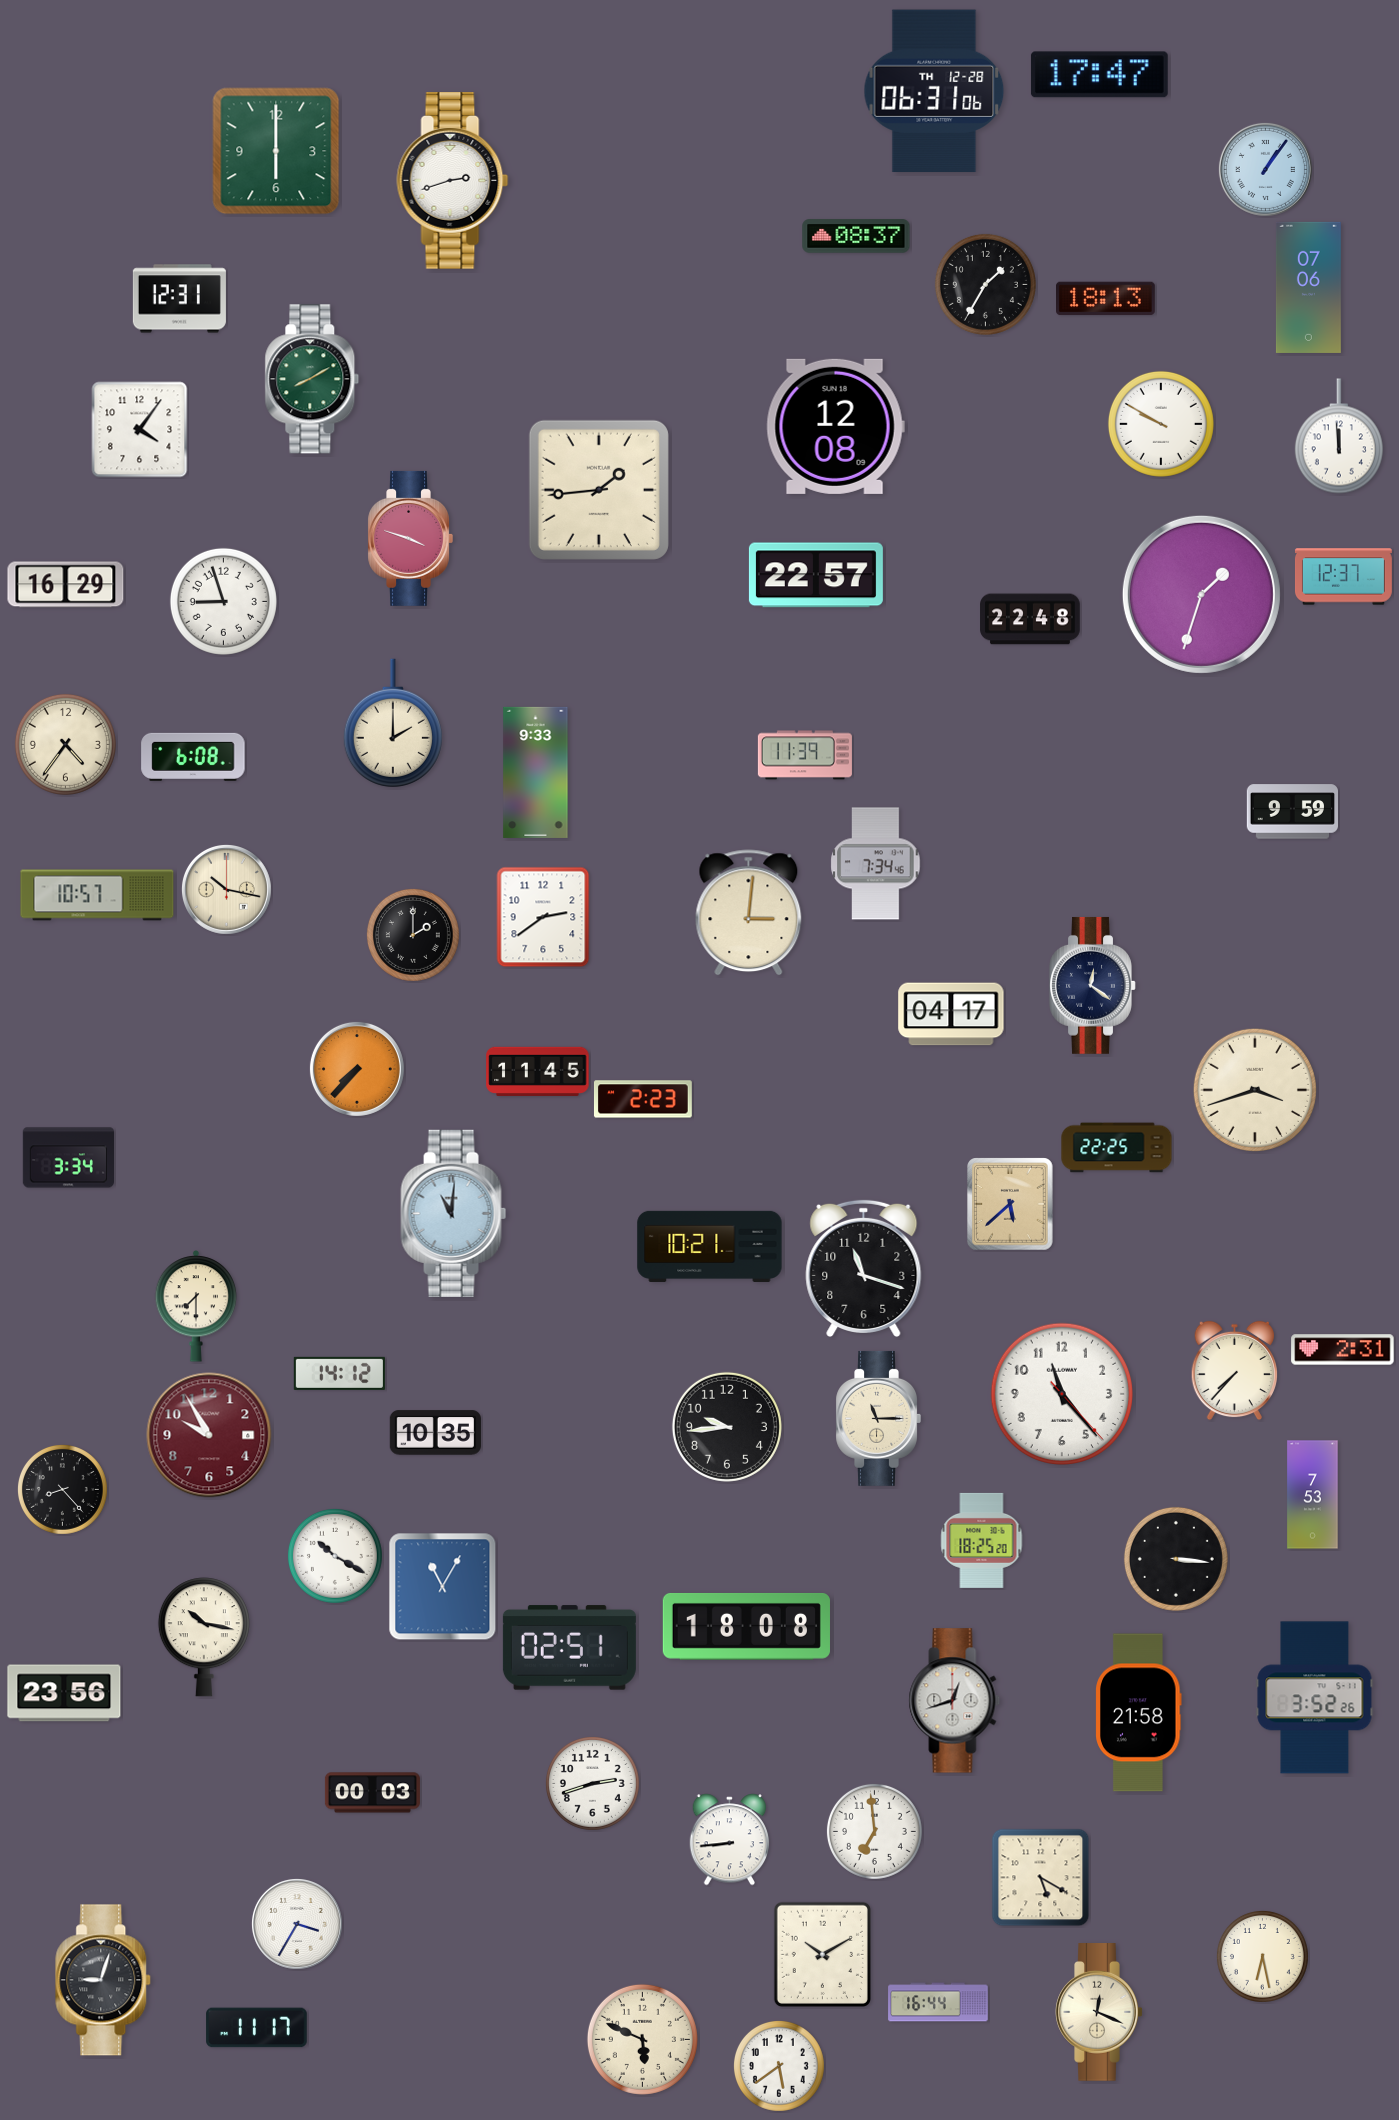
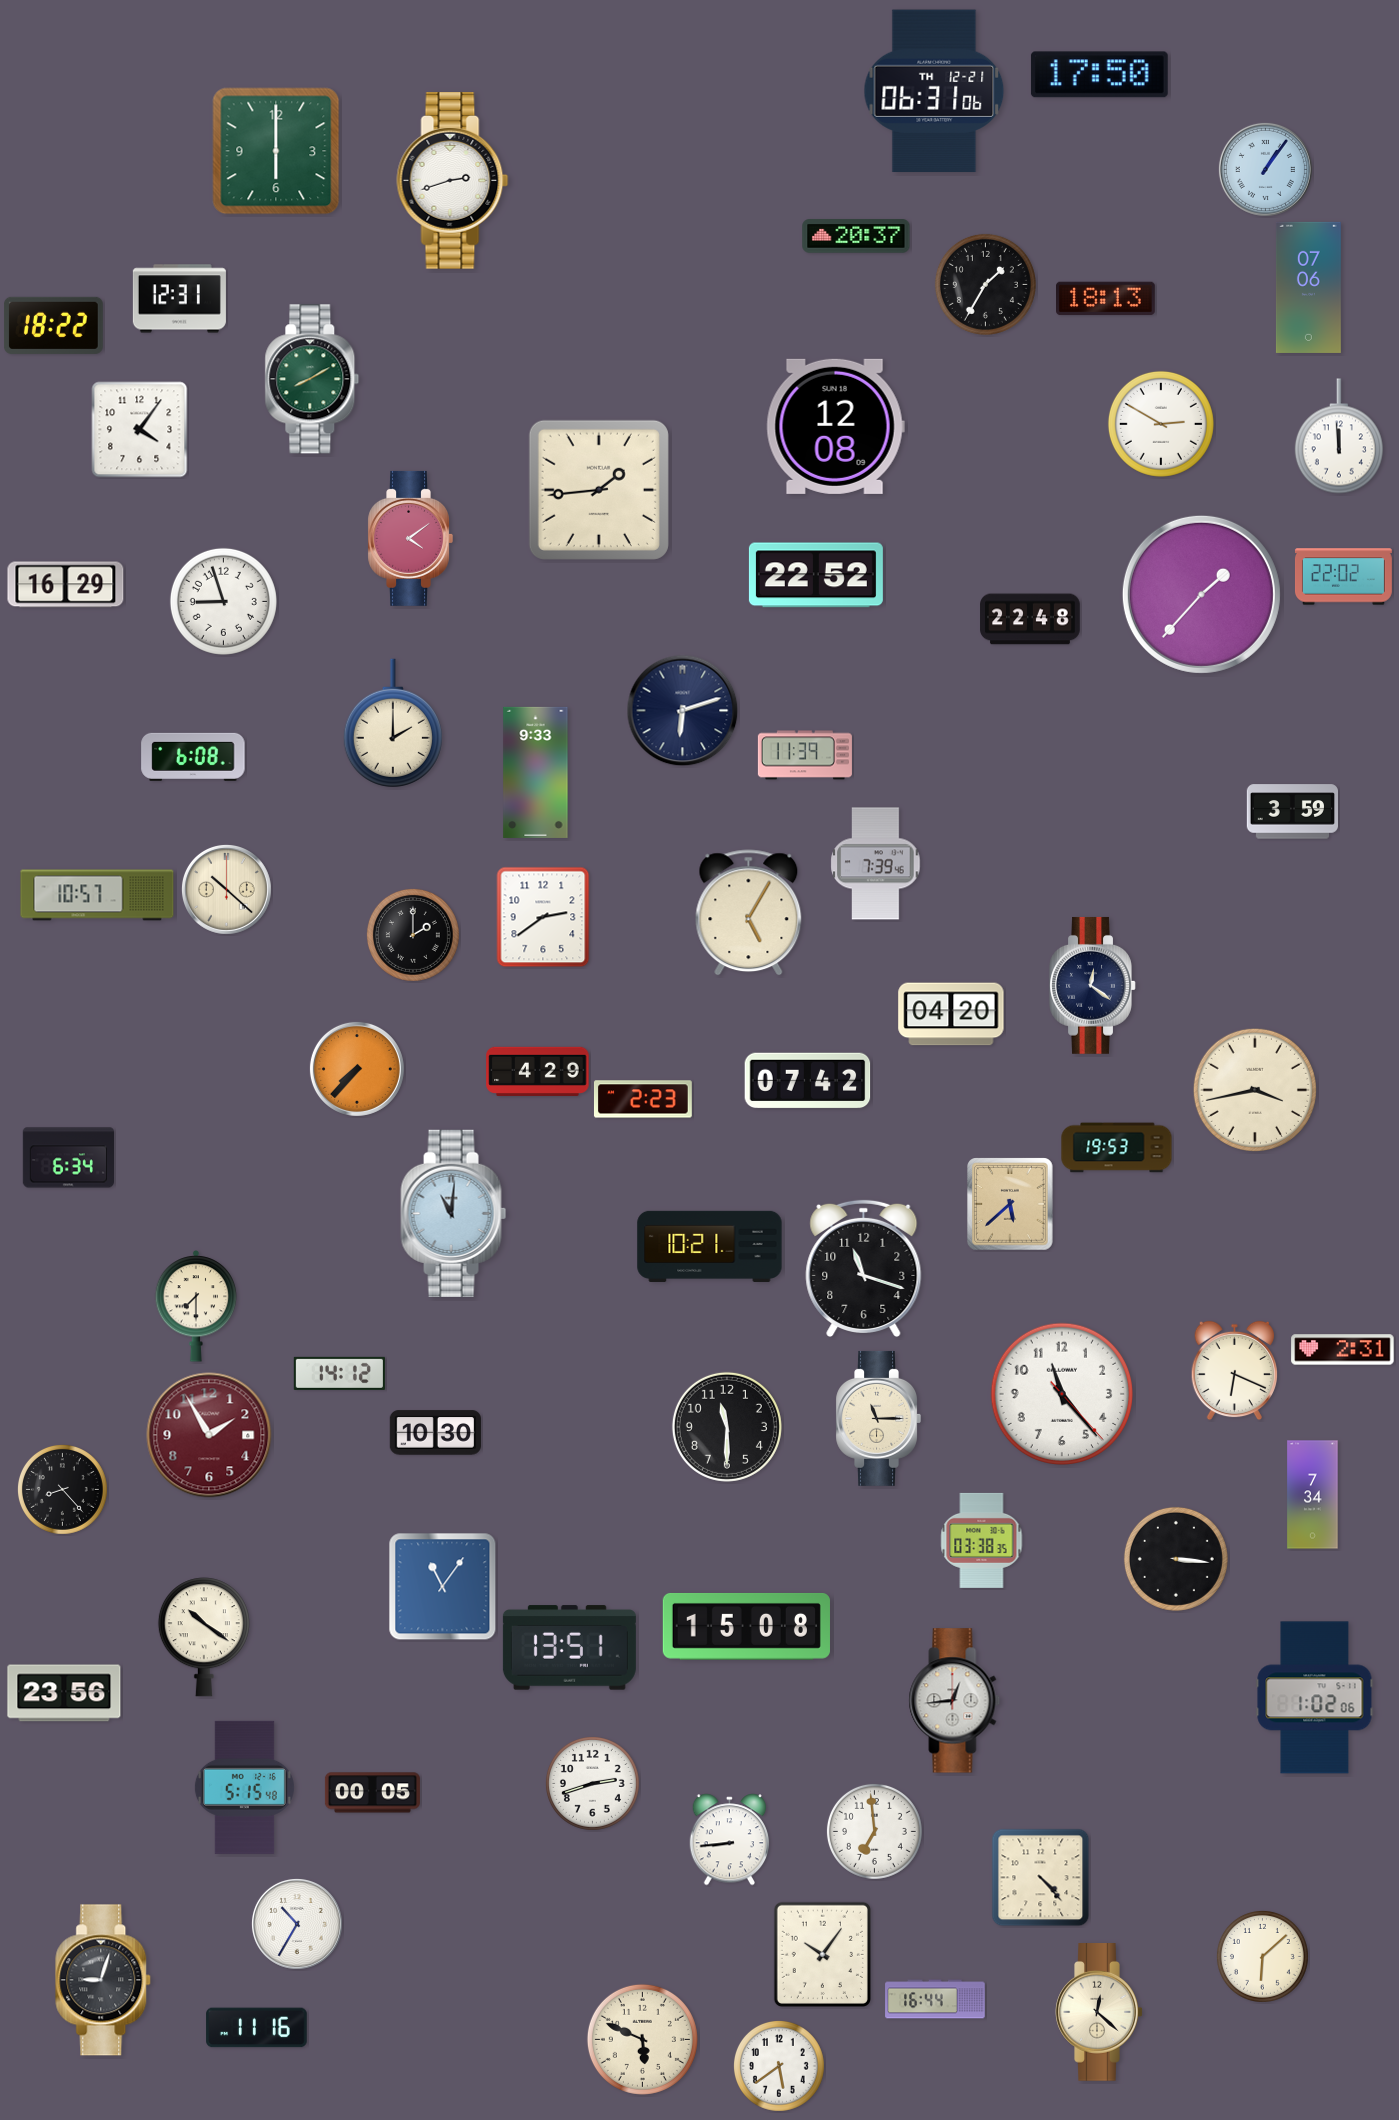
clock at (1099, 75): 17:47 -> 17:50
clock at (934, 91) date: TH 12-28 -> TH 12-21
clock at (856, 236): 08:37 -> 20:37
clock at (54, 325): none -> 18:22
clock at (1161, 424): 9:50 -> 2:50
clock at (410, 538): 3:48 -> 4:09
clock at (816, 575): 22:57 -> 22:52
clock at (1343, 577): 12:37 -> 22:02
clock at (1201, 594): 1:33 -> 1:37
clock at (683, 711): none -> 6:12
clock at (65, 744): 4:36 -> none
clock at (1292, 812): 9:59 -> 3:59
clock at (876, 864): 7:34 -> 7:39
clock at (226, 889): 10:17 -> 10:22
clock at (749, 913): 3:01 -> 5:05
clock at (951, 1014): 04:17 -> 04:20
clock at (538, 1071): 11:45 -> 4:29
clock at (808, 1081): none -> 07:42
clock at (1255, 1090): 3:42 -> 3:43
clock at (1117, 1148): 22:25 -> 19:53
clock at (68, 1158): 3:34 -> 6:34
clock at (1234, 1371): 7:37 -> 6:19
clock at (727, 1427): 9:44 -> 11:30
clock at (435, 1433): 10:35 -> 10:30
clock at (209, 1435): 9:55 -> 1:55
clock at (1313, 1495): 7:53 -> 7:34
clock at (982, 1540): 18:25 -> 03:38
clock at (335, 1556): 10:20 -> none
clock at (443, 1587): 11:05 -> 11:06
clock at (746, 1626): 18:08 -> 15:08
clock at (204, 1637): 10:17 -> 10:21
clock at (569, 1648): 02:51 -> 13:51
clock at (1315, 1698): 3:52 -> 1:02
clock at (955, 1701): 12:42 -> 12:44
clock at (1139, 1713): 21:58 -> none
clock at (244, 1787): none -> 5:15
clock at (372, 1793): 00:03 -> 00:05
clock at (1041, 1878): 5:20 -> 4:23
clock at (297, 1924): 3:35 -> 10:35
clock at (822, 1954): 10:10 -> 10:06
clock at (1262, 1956): 6:28 -> 6:08
clock at (938, 2002) position: (938, 2002) -> (935, 1999)
clock at (1099, 2013): 12:19 -> 12:22
clock at (257, 2028): 11:17 -> 11:16
